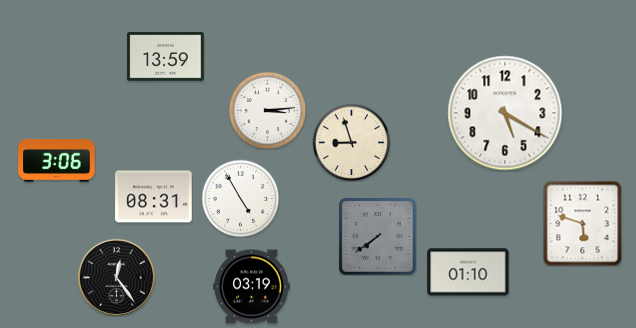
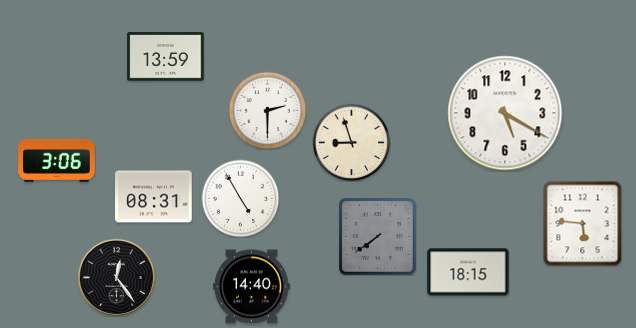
clock at (267, 110): 3:14 -> 2:30
clock at (583, 223): 5:48 -> 5:46
clock at (468, 272): 01:10 -> 18:15
clock at (252, 287): 03:19 -> 14:40
